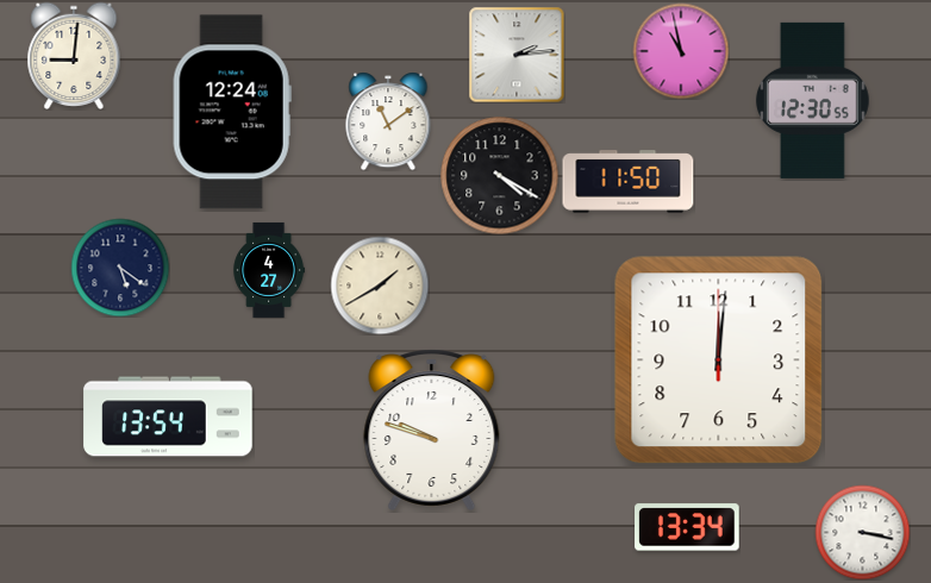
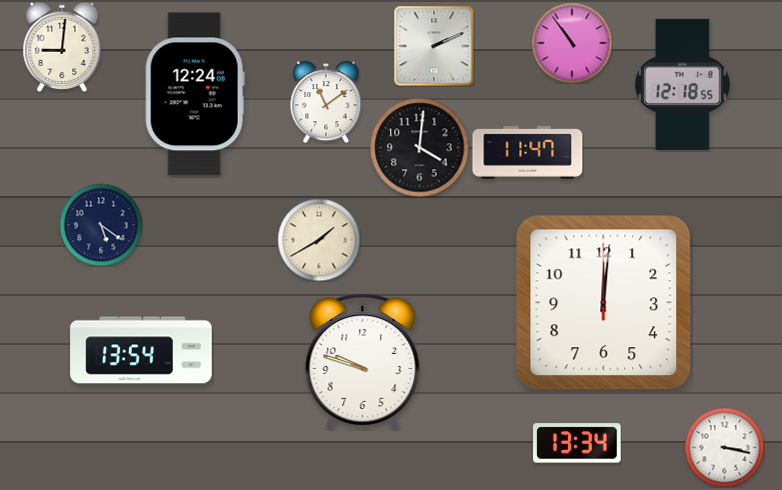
clock at (681, 51): 10:58 -> 10:54
clock at (517, 55): 2:14 -> 2:11
clock at (812, 100): 12:30 -> 12:18
clock at (500, 176): 4:20 -> 4:01
clock at (629, 182): 11:50 -> 11:47
clock at (269, 270): 4:27 -> none
